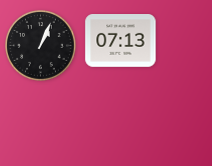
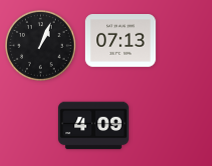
clock at (94, 126): none -> 4:09
